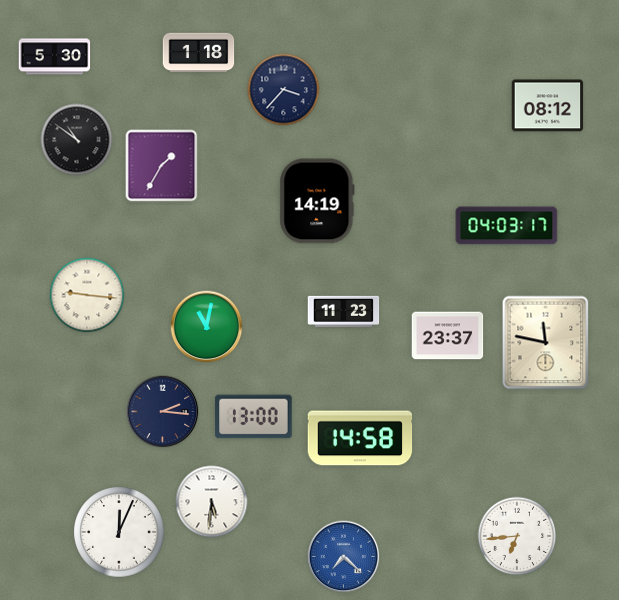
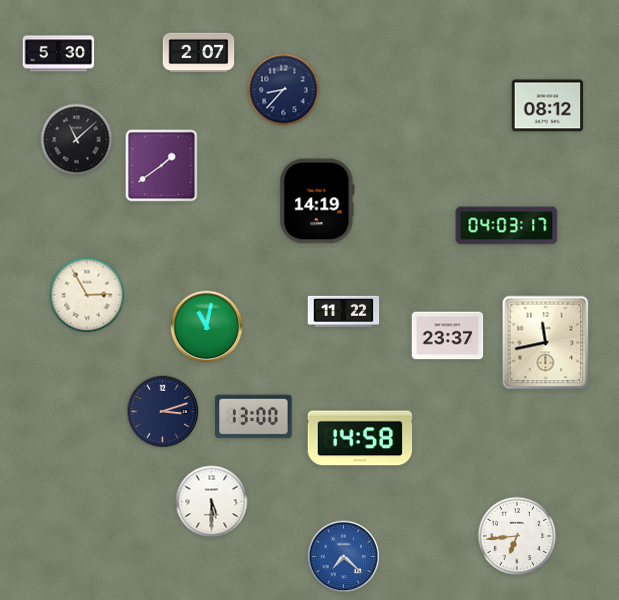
clock at (199, 53): 1:18 -> 2:07
clock at (55, 57) position: (55, 57) -> (59, 54)
clock at (284, 90): 3:37 -> 8:37
clock at (77, 140): 10:51 -> 11:08
clock at (162, 166): 1:35 -> 1:39
clock at (87, 295): 9:16 -> 2:55
clock at (344, 311): 11:23 -> 11:22
clock at (546, 343): 11:47 -> 11:43
clock at (163, 412): 2:16 -> 3:12
clock at (212, 502): 5:31 -> 5:30
clock at (119, 532): 12:04 -> none
